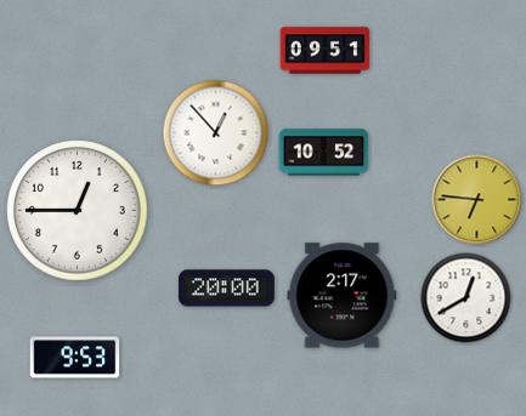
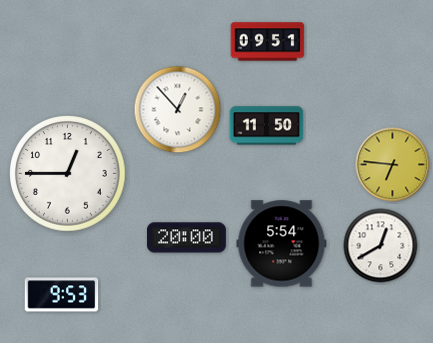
clock at (324, 153): 10:52 -> 11:50
clock at (78, 211) position: (78, 211) -> (68, 174)
clock at (343, 296): 2:17 -> 5:54
clock at (466, 298) position: (466, 298) -> (381, 246)
